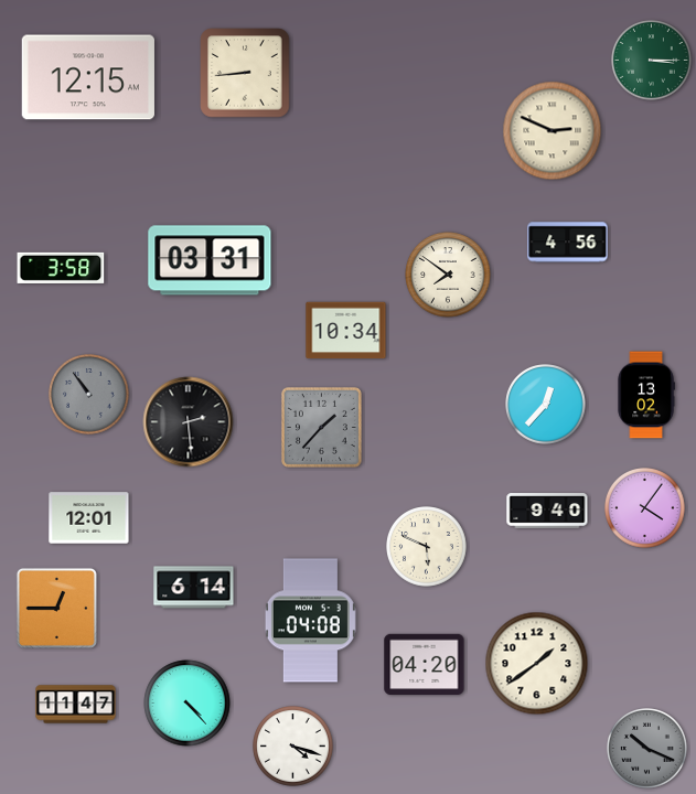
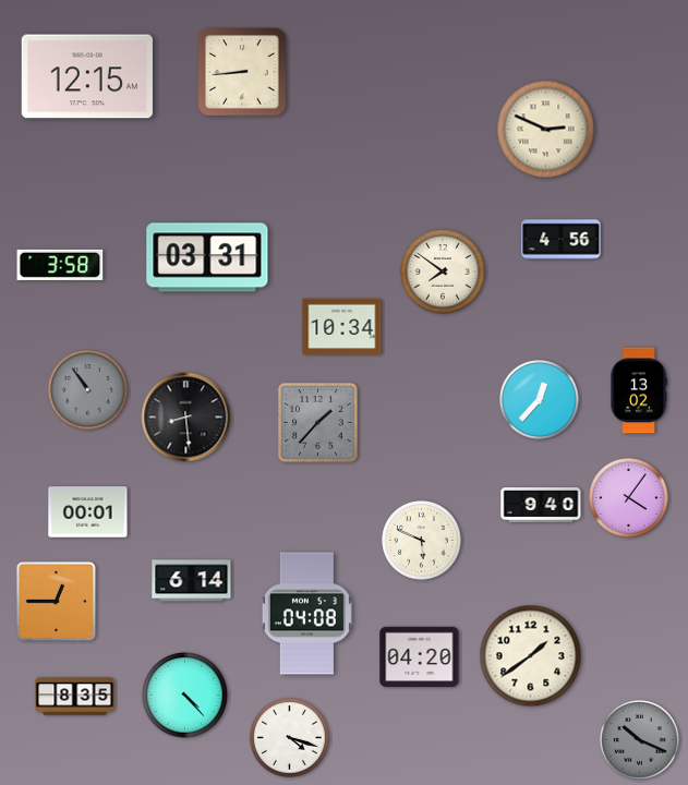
clock at (652, 61): 3:15 -> none
clock at (189, 422): 2:29 -> 8:29
clock at (645, 508) position: (645, 508) -> (629, 498)
clock at (89, 518): 12:01 -> 00:01
clock at (76, 705): 11:47 -> 8:35
